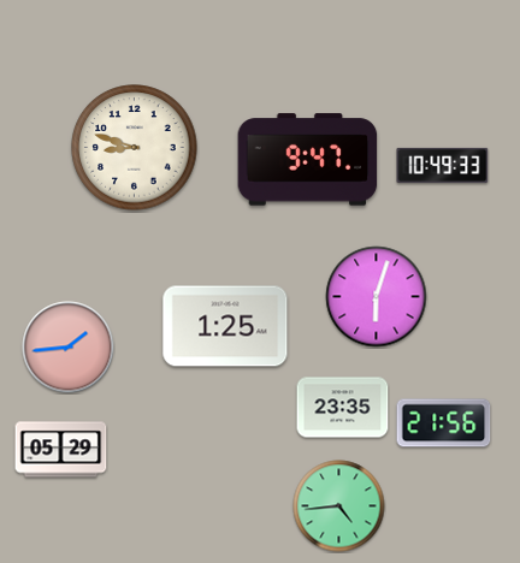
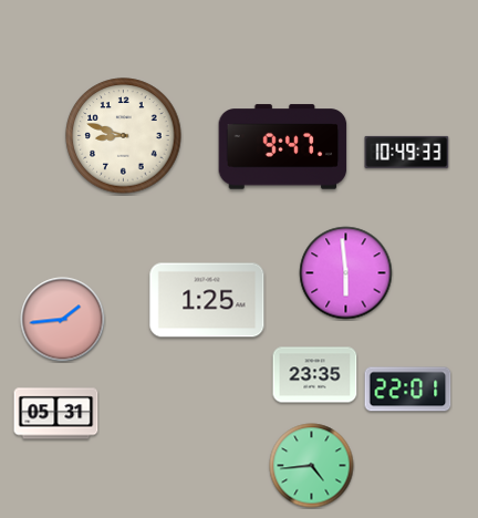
clock at (377, 297): 6:03 -> 5:59
clock at (444, 423): 21:56 -> 22:01
clock at (61, 450): 05:29 -> 05:31
